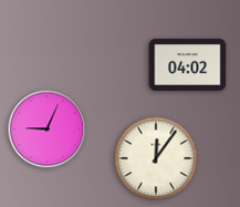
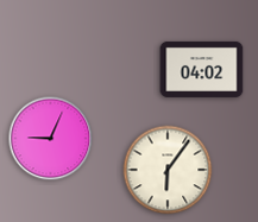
clock at (156, 158): 12:06 -> 6:06
